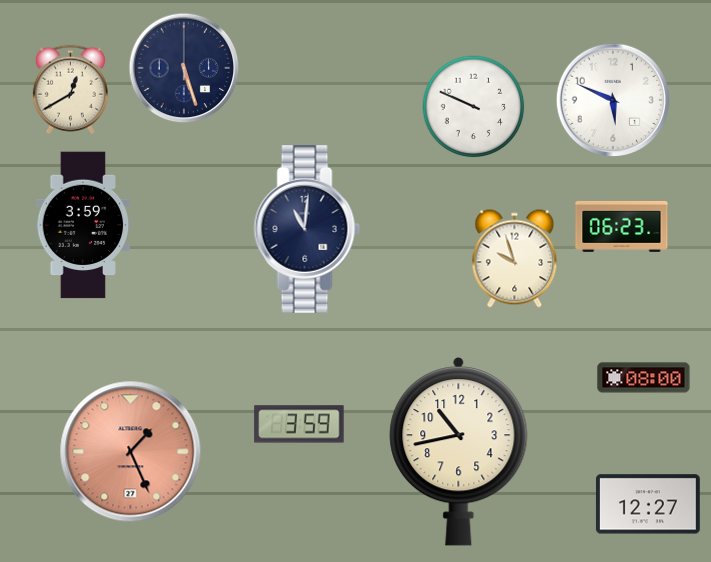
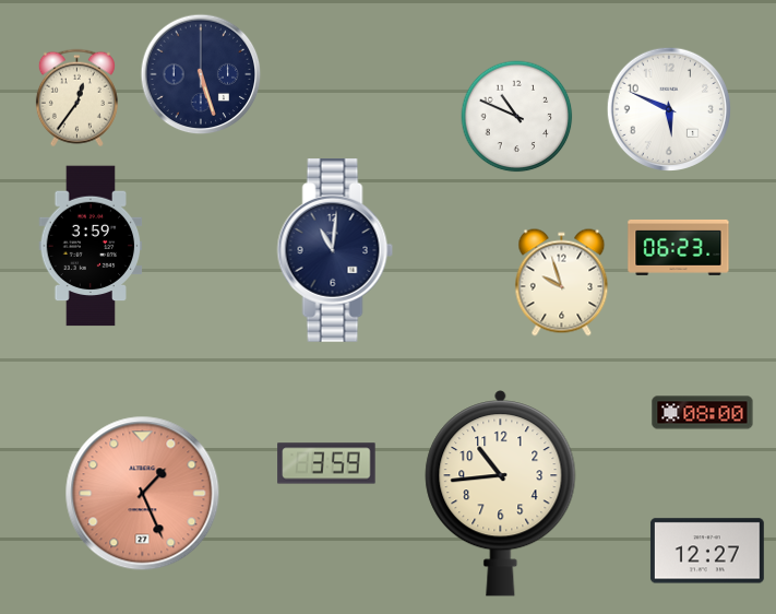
clock at (70, 90): 12:40 -> 12:36
clock at (474, 107): 9:49 -> 10:49
clock at (459, 452): 10:43 -> 10:44
